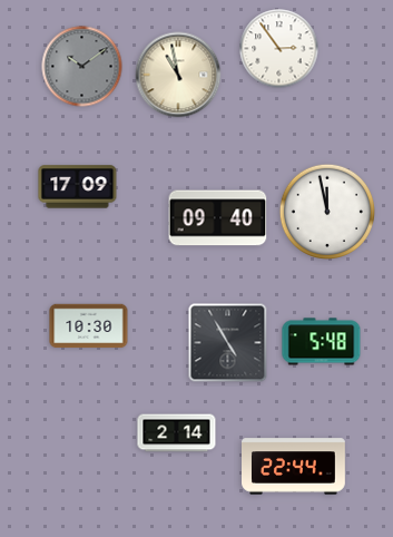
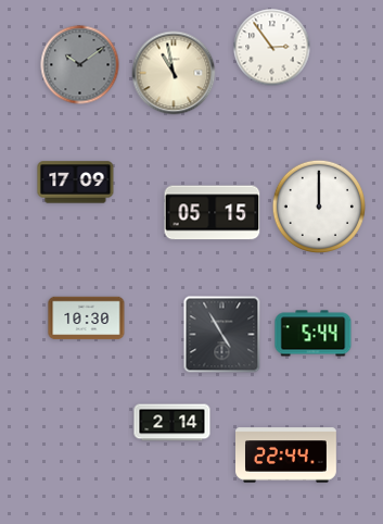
clock at (327, 212): 11:58 -> 12:00
clock at (218, 218): 09:40 -> 05:15
clock at (322, 342): 5:48 -> 5:44
